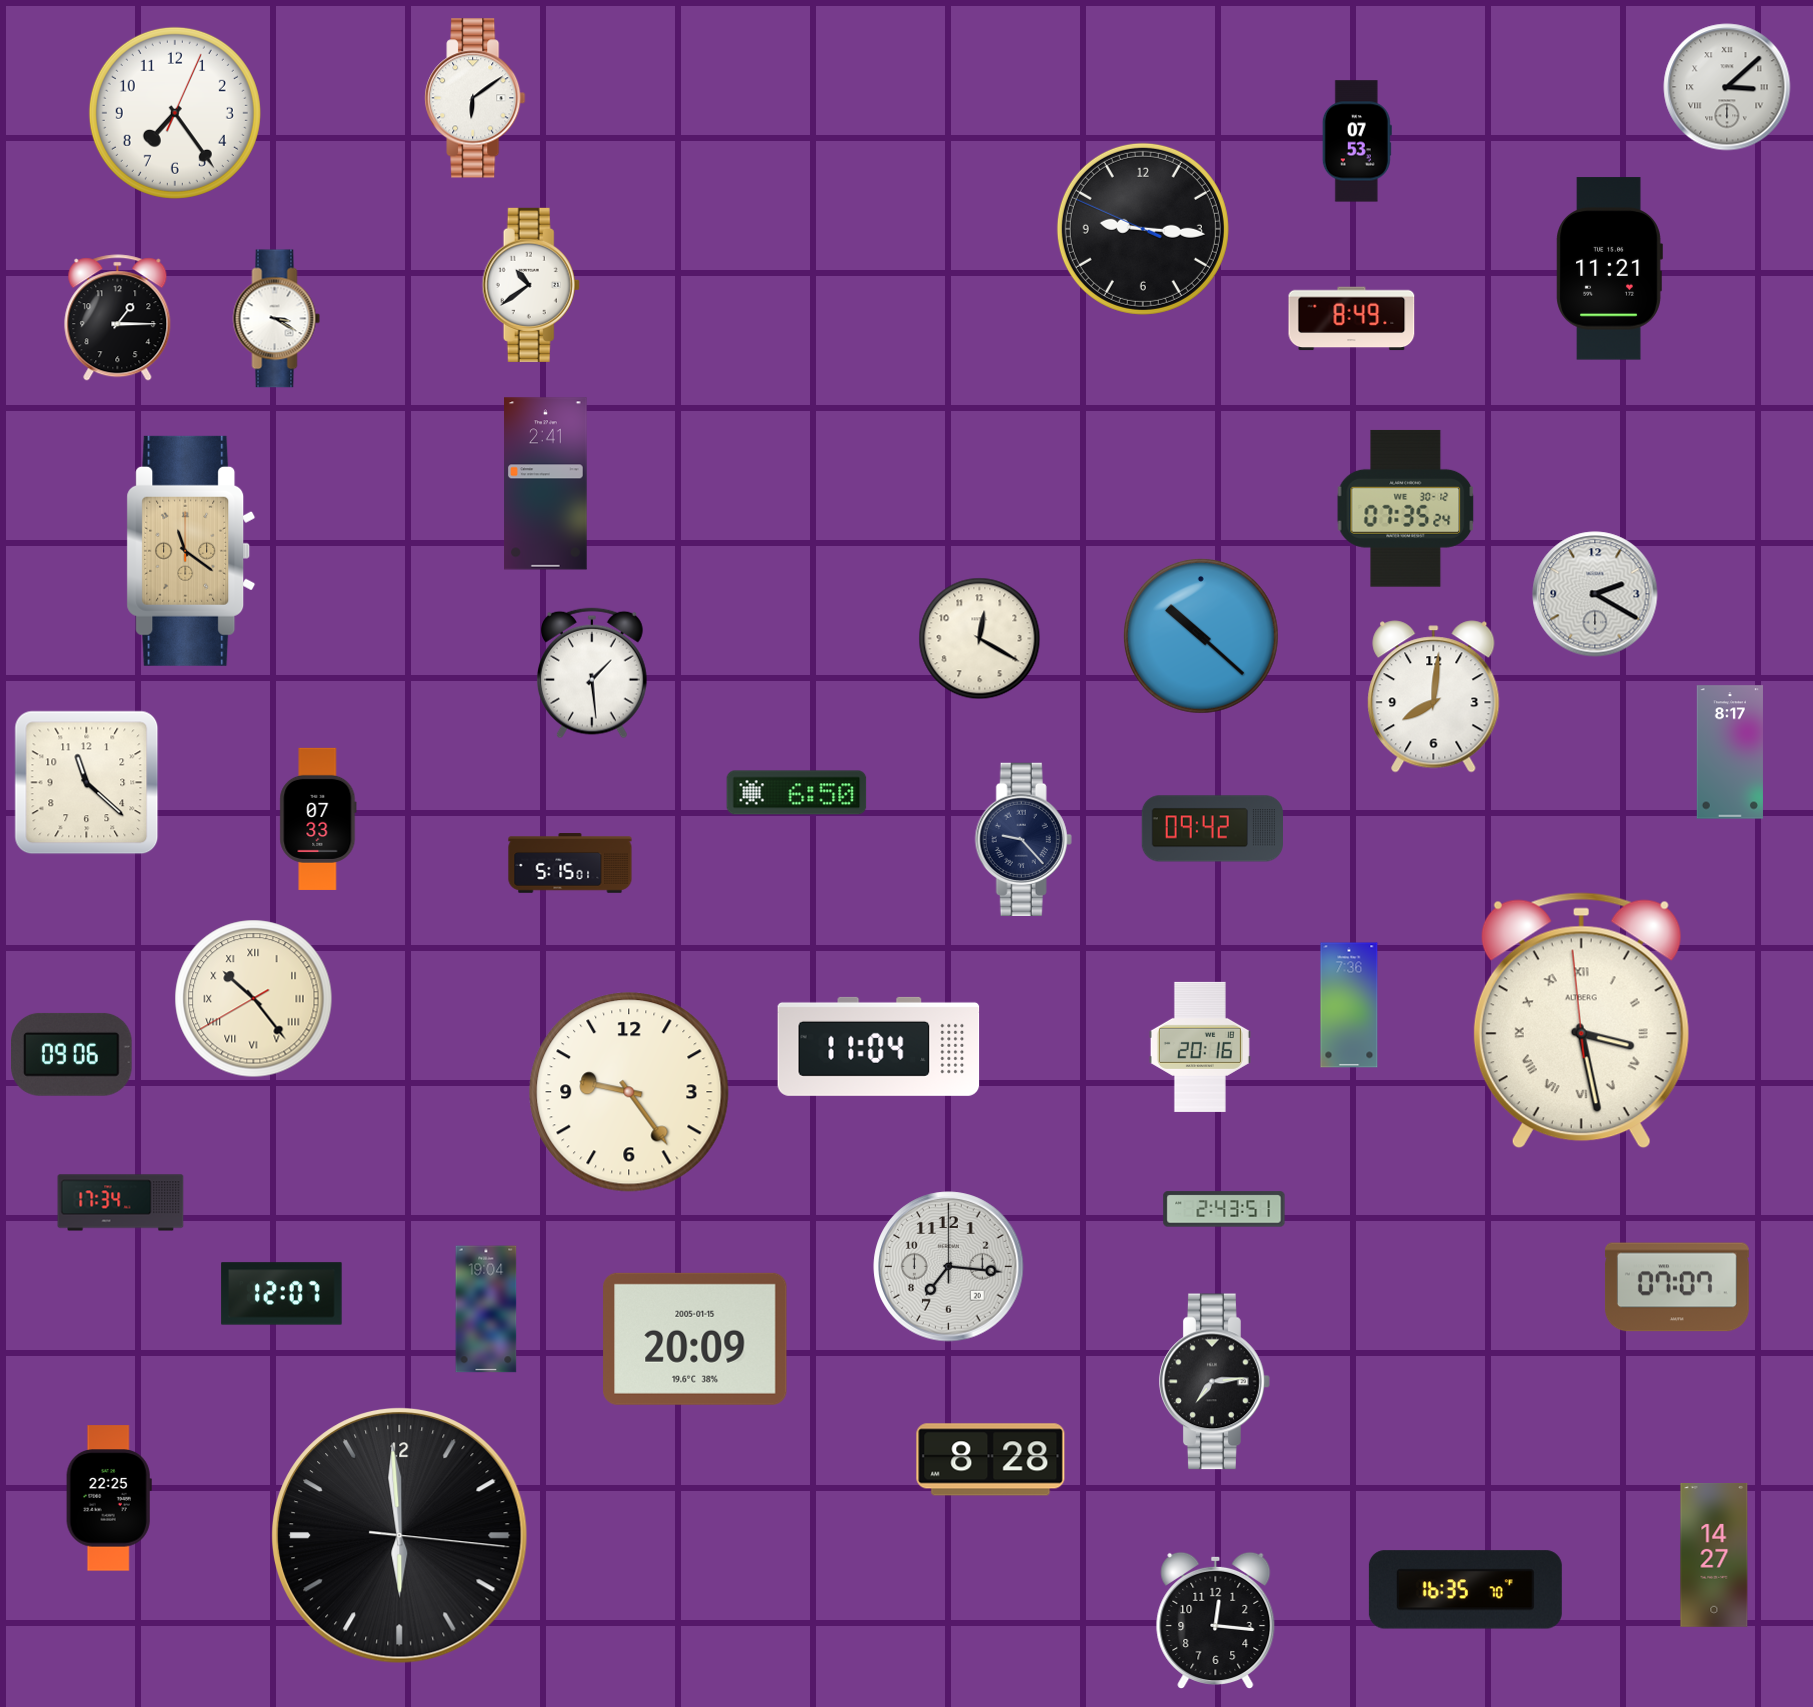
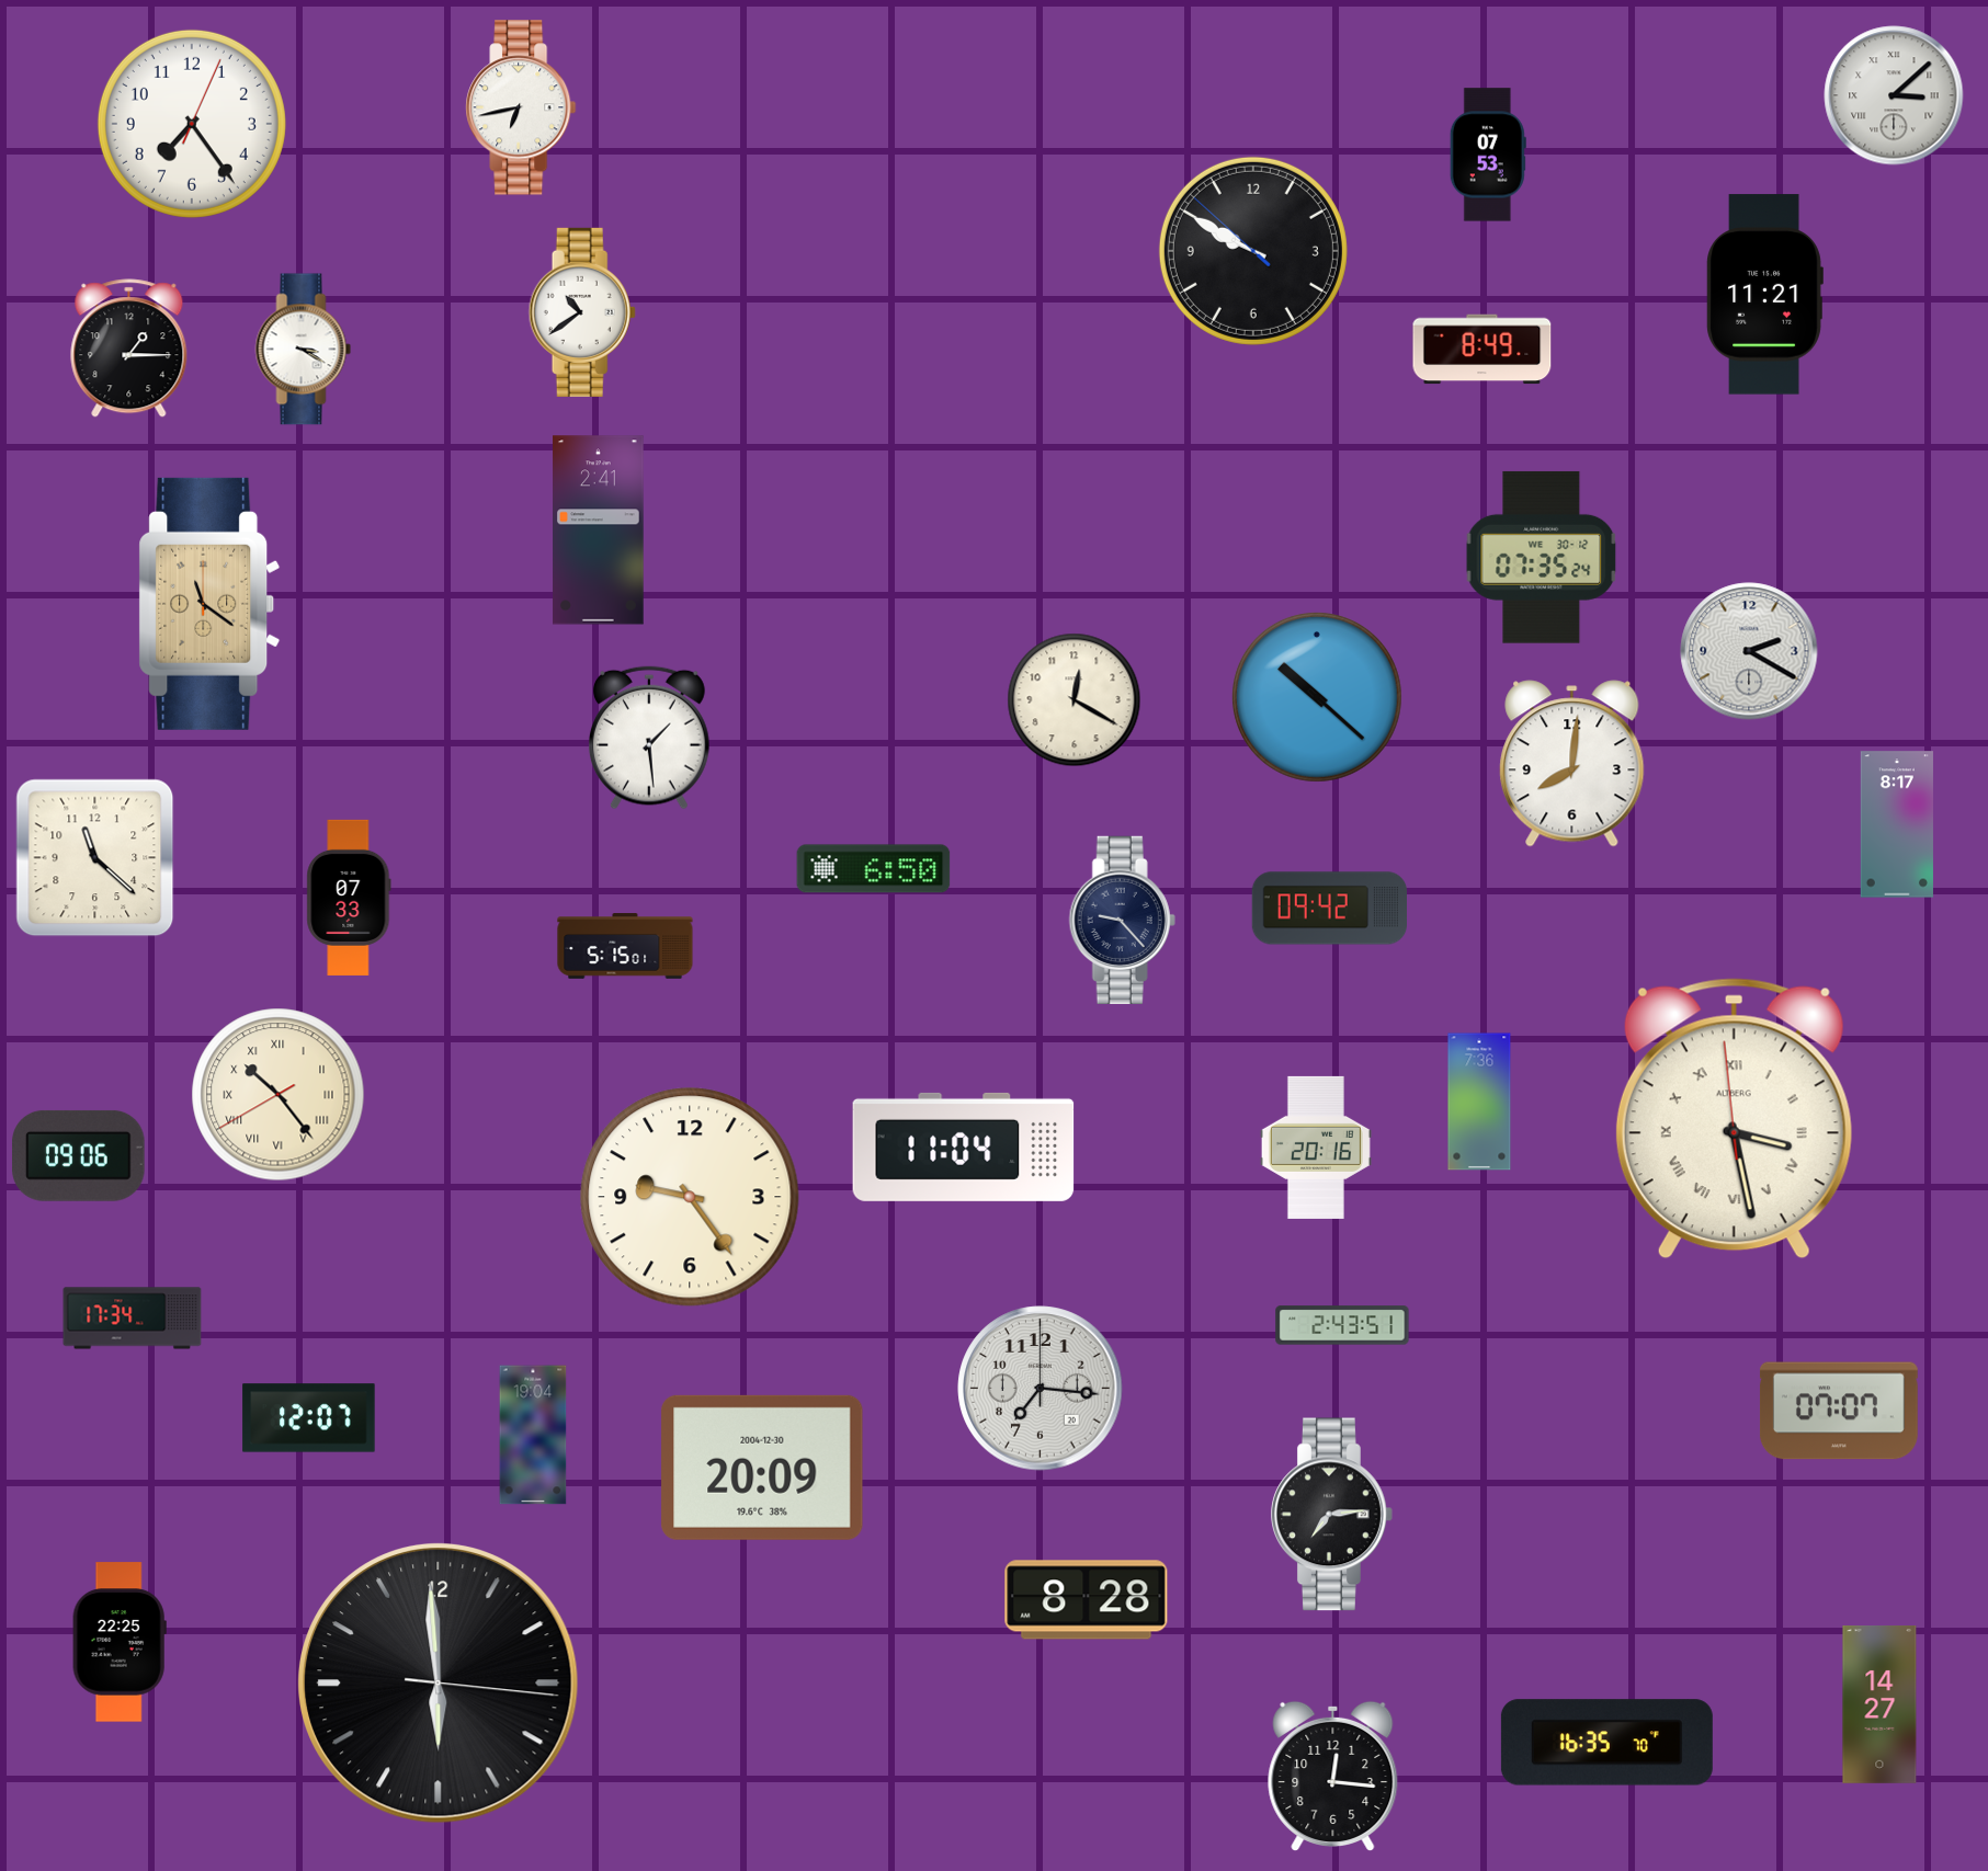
clock at (475, 98): 6:09 -> 6:43
clock at (1143, 229): 9:15 -> 9:49
clock at (695, 1339) date: 2005-01-15 -> 2004-12-30
